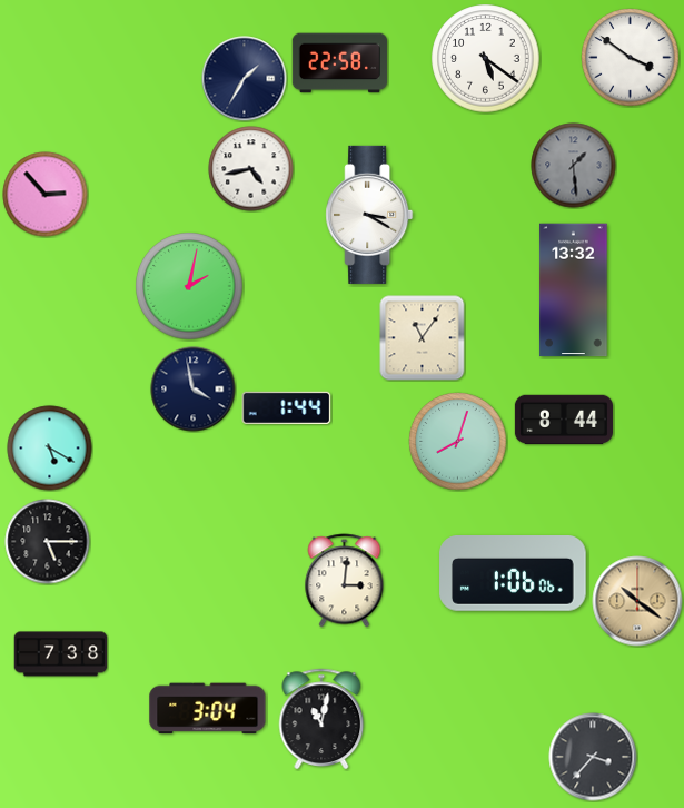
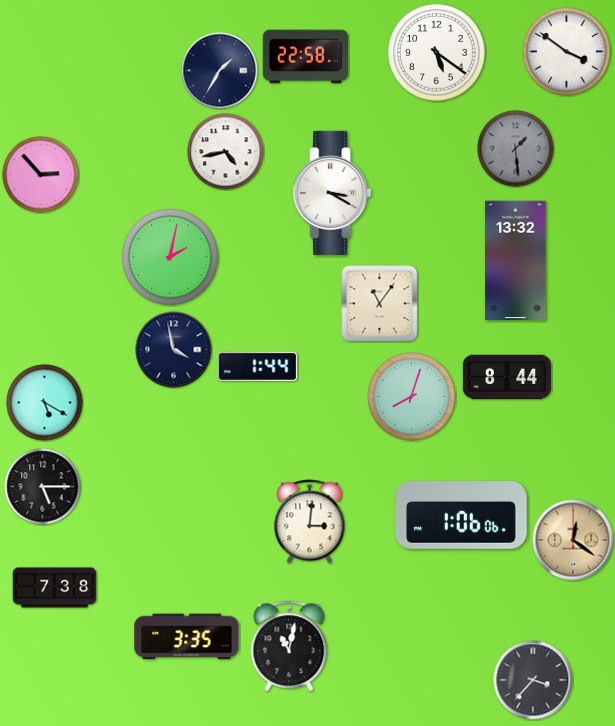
clock at (637, 601): 10:21 -> 12:21
clock at (208, 709): 3:04 -> 3:35
